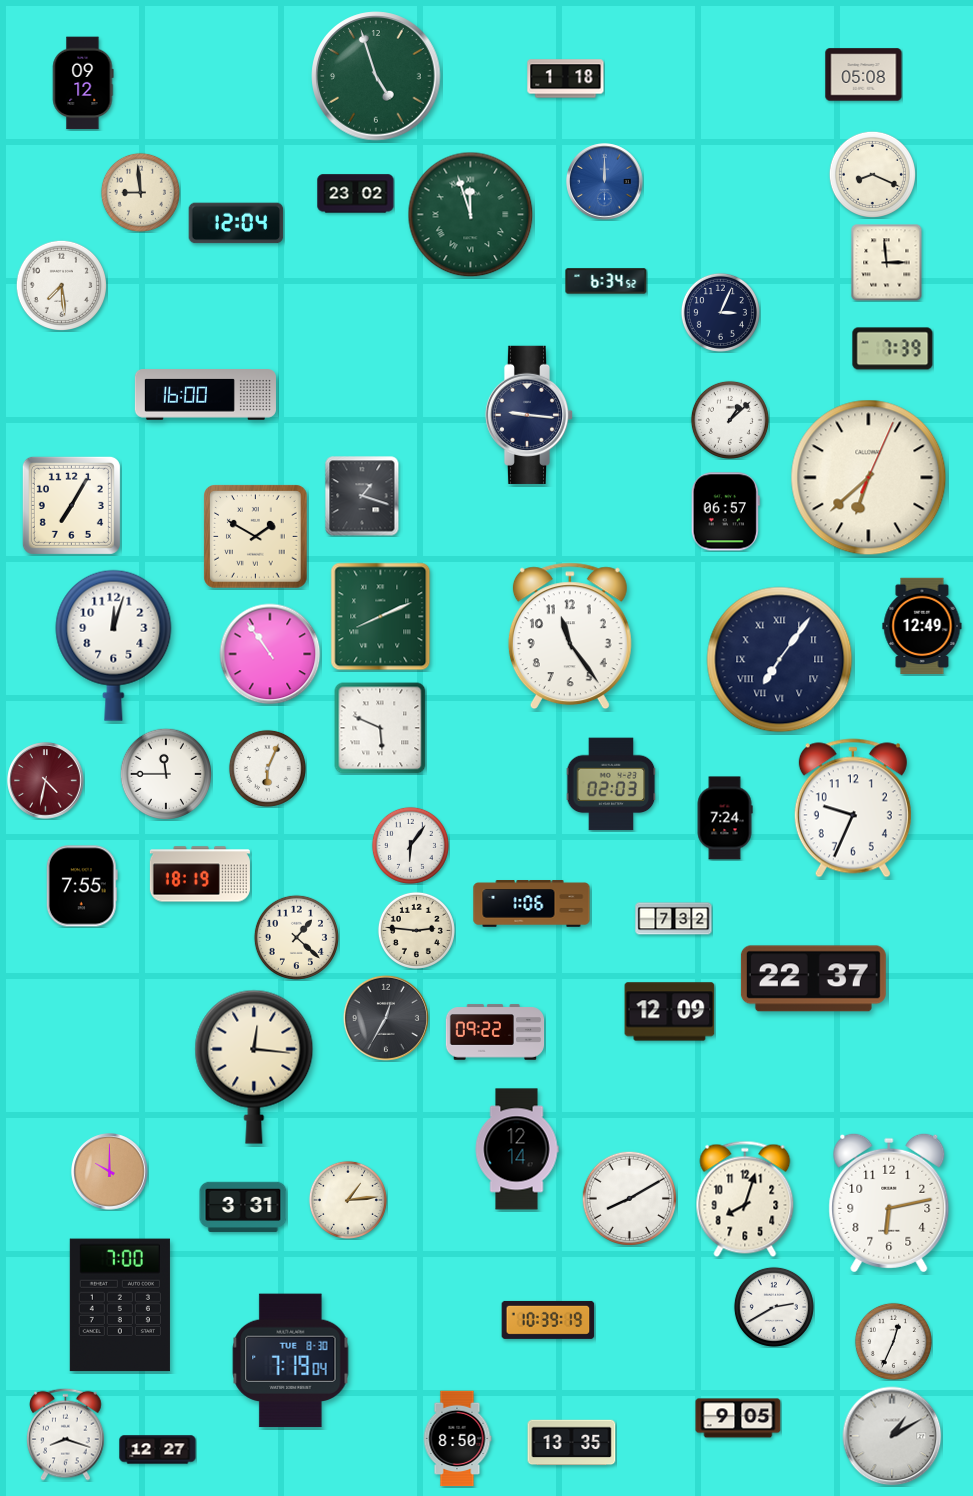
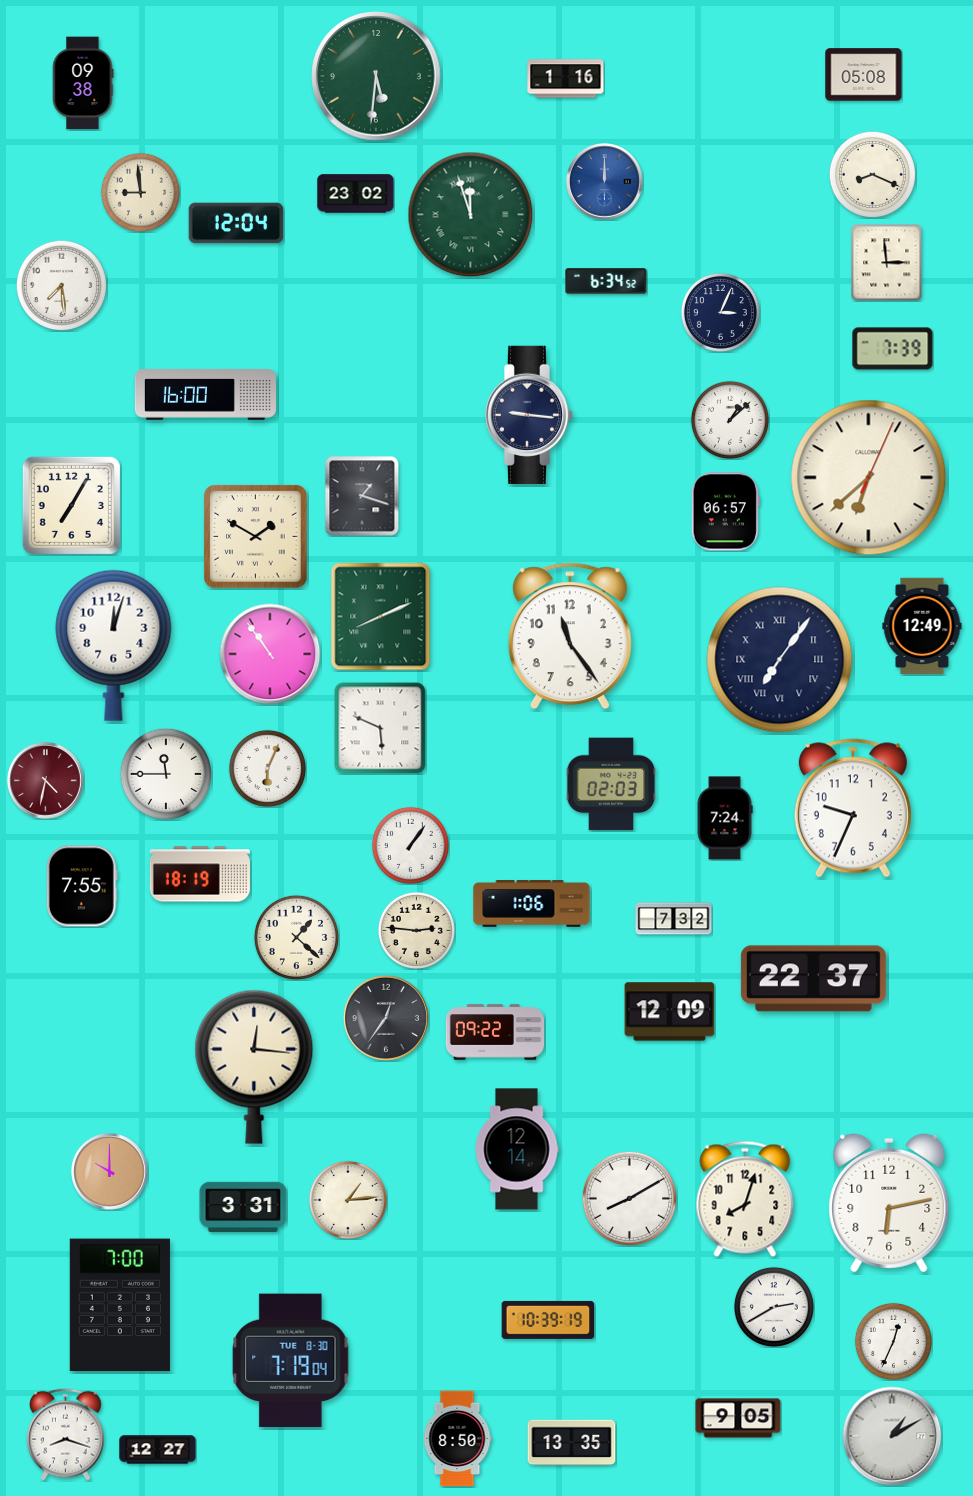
clock at (376, 76): 4:57 -> 5:31
clock at (566, 79): 1:18 -> 1:16
clock at (83, 83): 09:12 -> 09:38
clock at (410, 845): 6:06 -> 1:06
clock at (386, 1018): 12:35 -> 12:36
